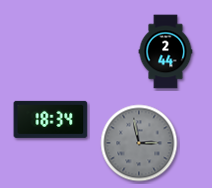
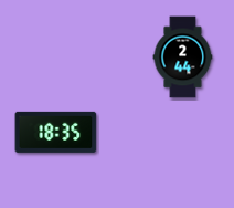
clock at (51, 119): 18:34 -> 18:35
clock at (139, 143): 2:58 -> none
